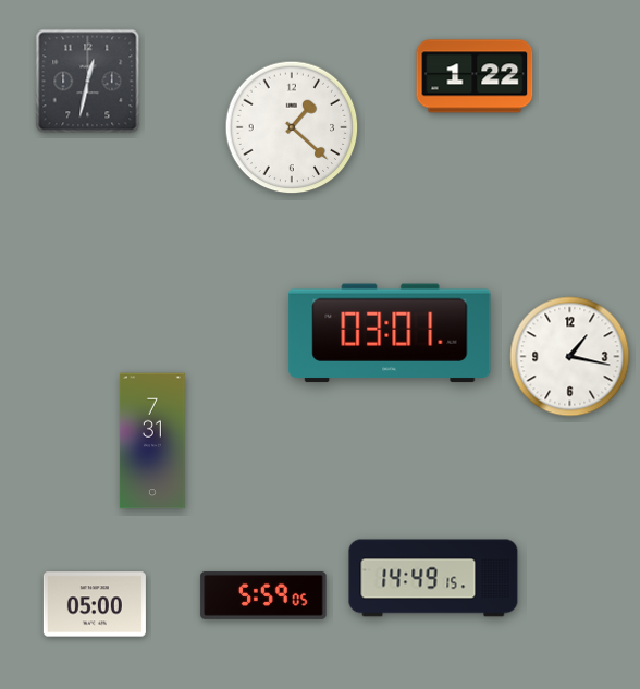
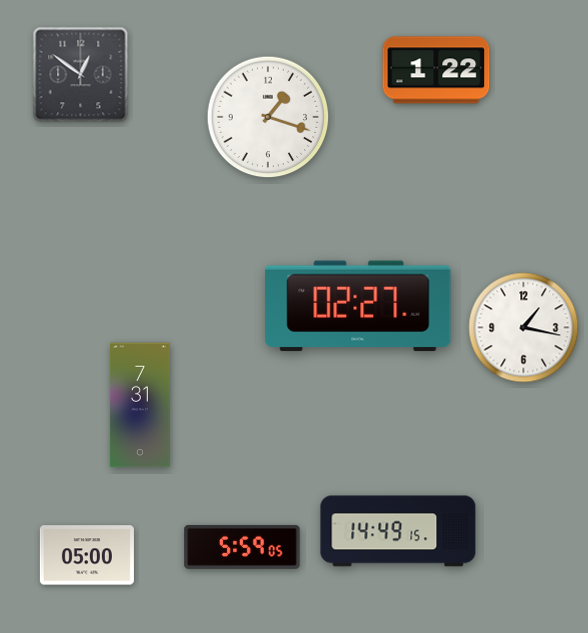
clock at (88, 82): 12:32 -> 12:51
clock at (292, 127): 1:22 -> 1:18
clock at (390, 333): 03:01 -> 02:27
